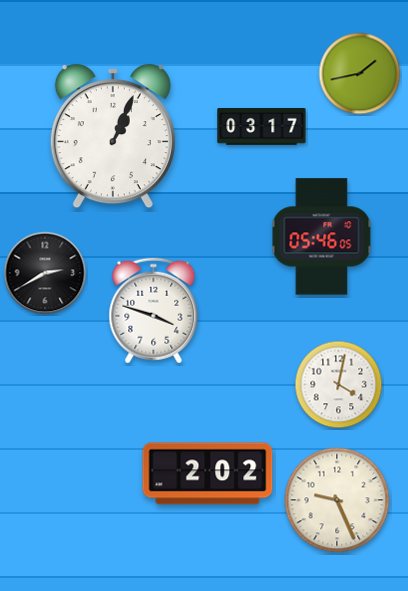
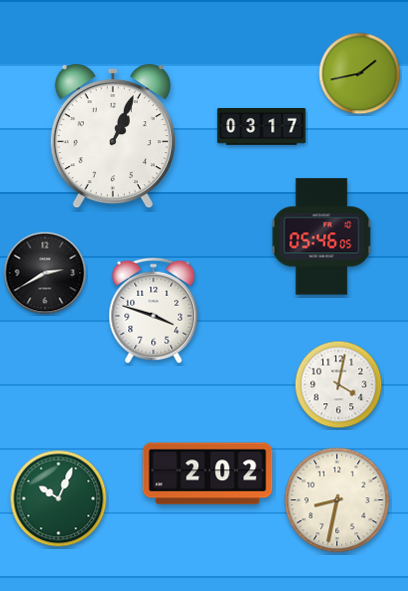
clock at (59, 499): none -> 10:04
clock at (337, 500): 9:26 -> 8:32
